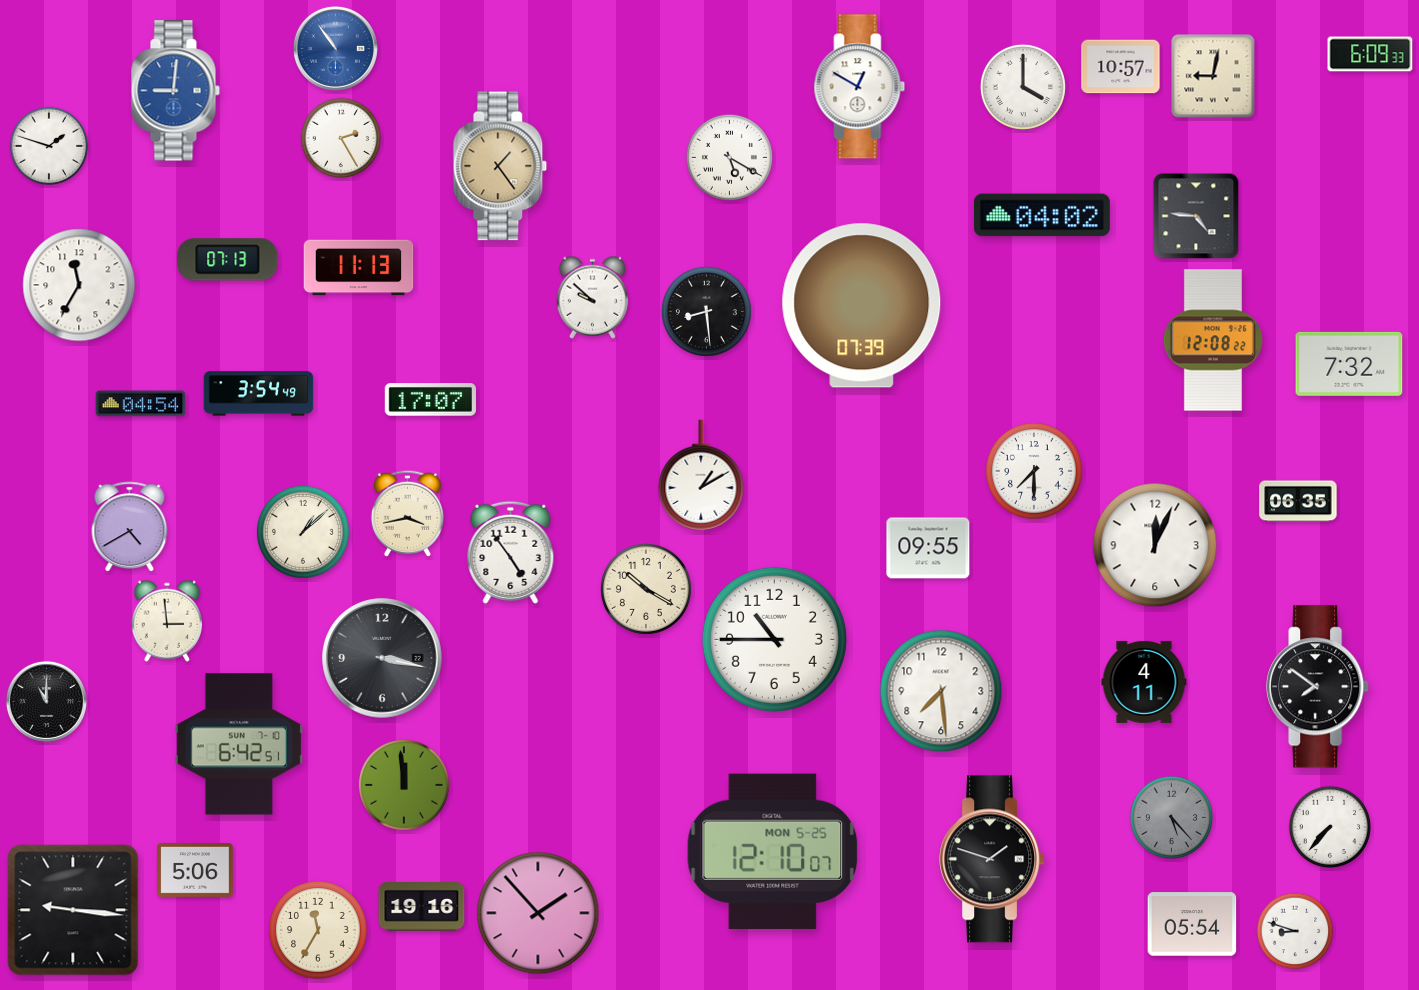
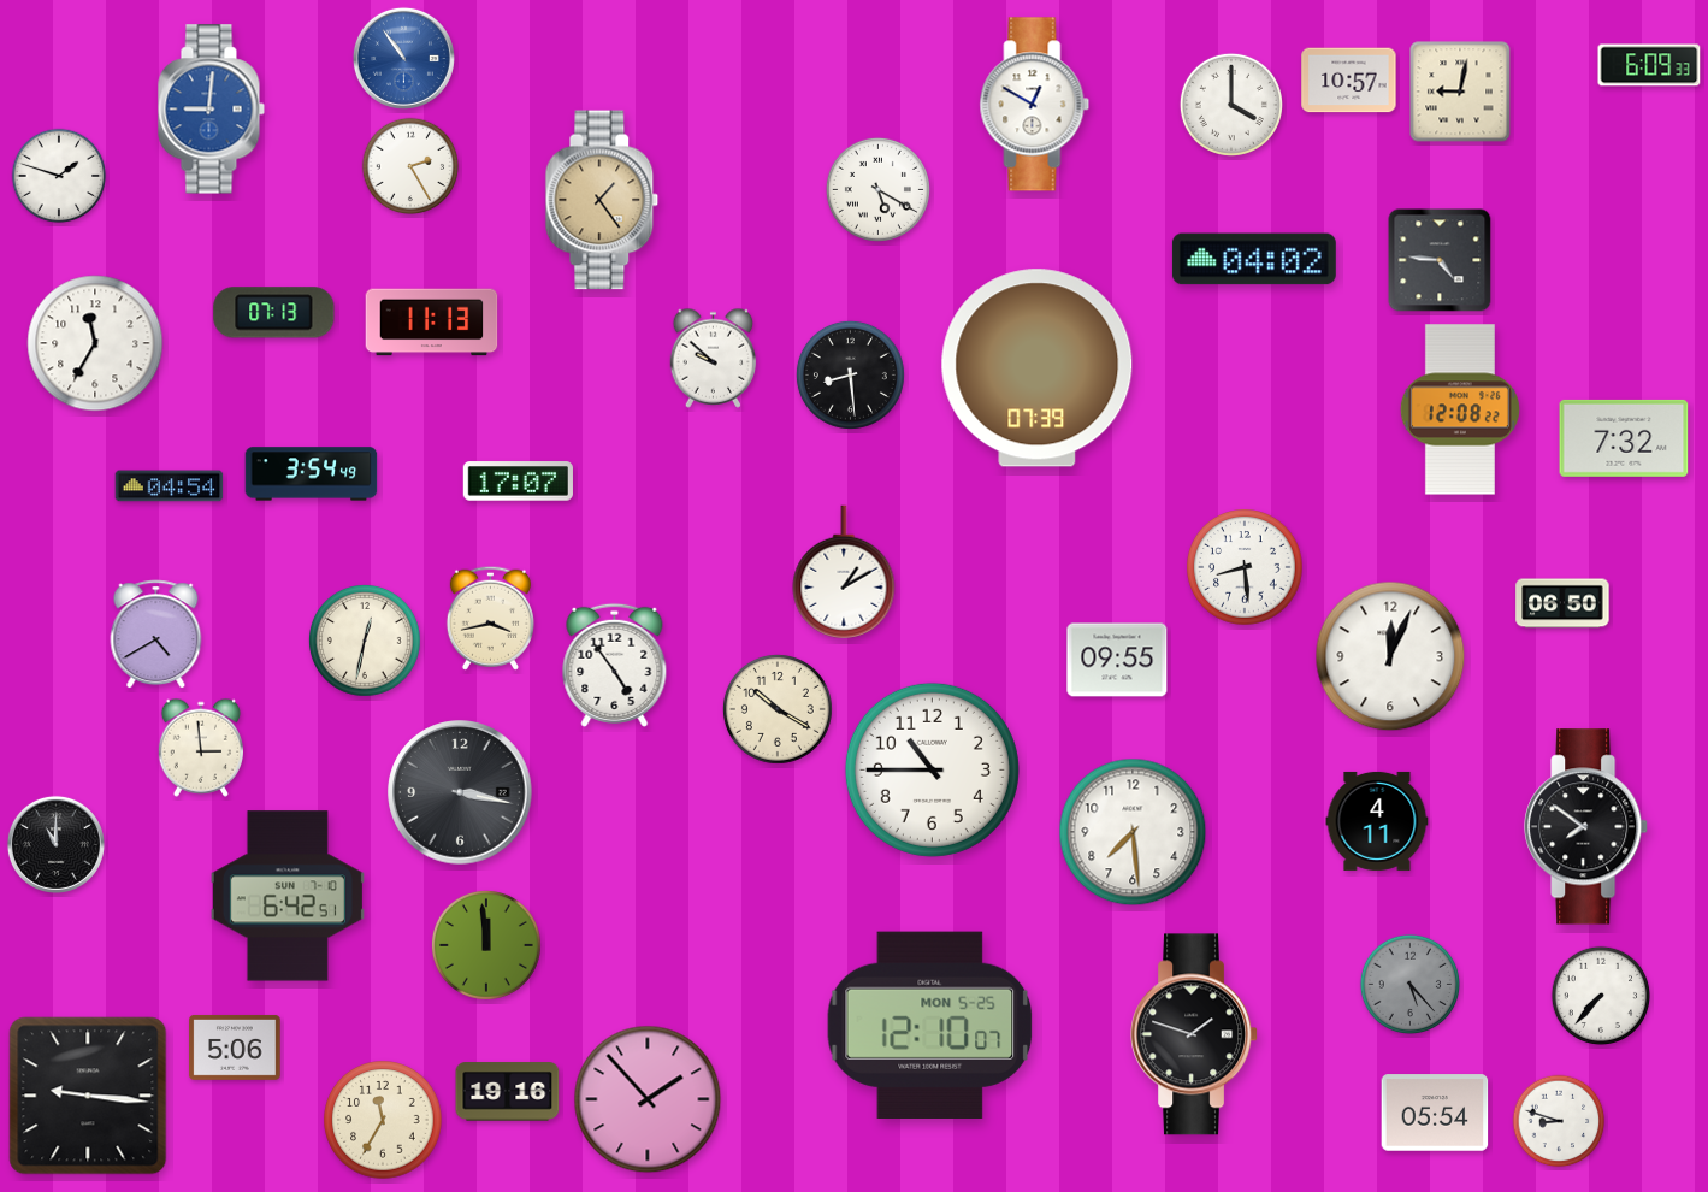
clock at (1034, 471): 7:30 -> 8:29
clock at (1298, 501): 06:35 -> 06:50
clock at (304, 533): 1:08 -> 12:32
